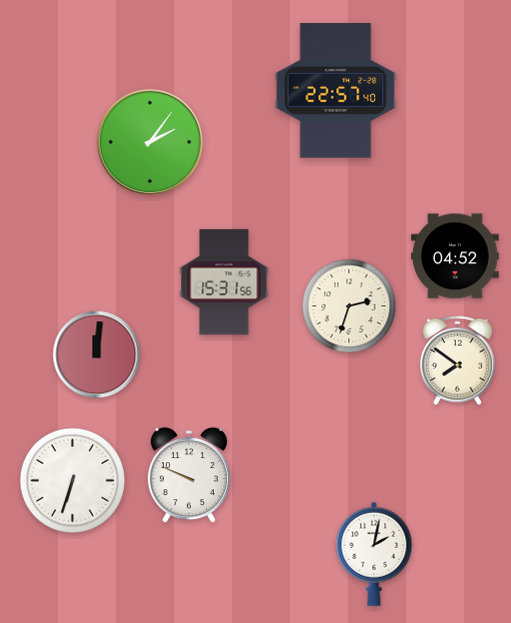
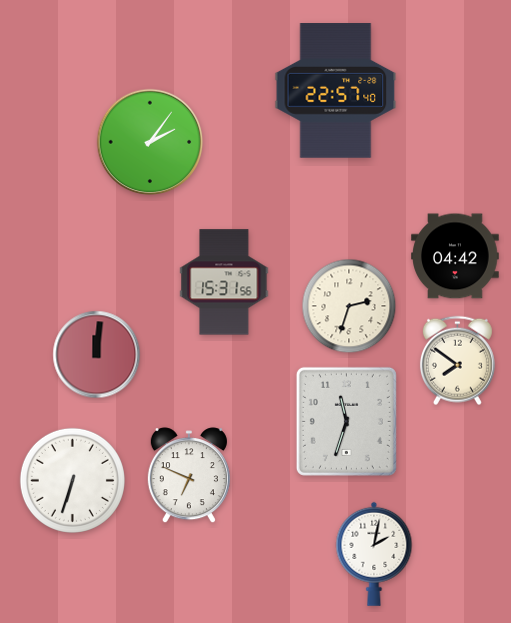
clock at (455, 256): 04:52 -> 04:42
clock at (346, 421): none -> 11:33
clock at (189, 476): 9:49 -> 6:49
